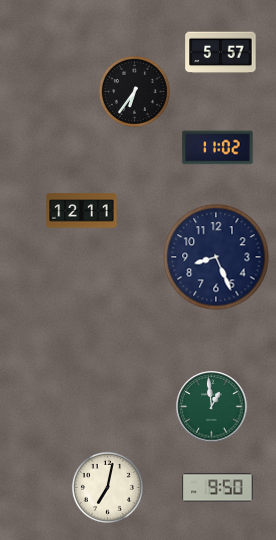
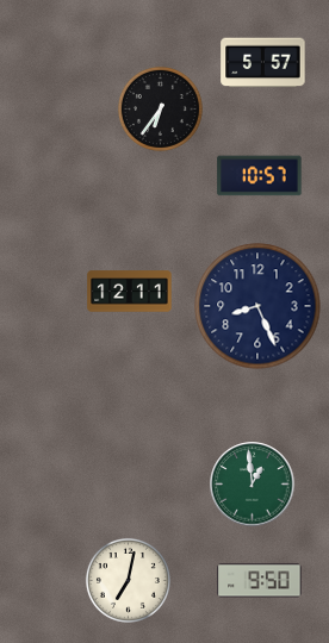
clock at (218, 148): 11:02 -> 10:57
clock at (82, 211) position: (82, 211) -> (130, 292)
